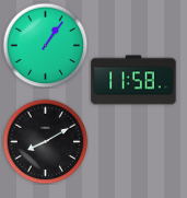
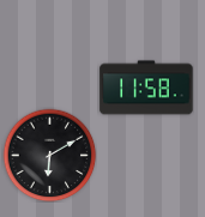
clock at (45, 45): 1:06 -> none
clock at (45, 141): 8:10 -> 6:10
